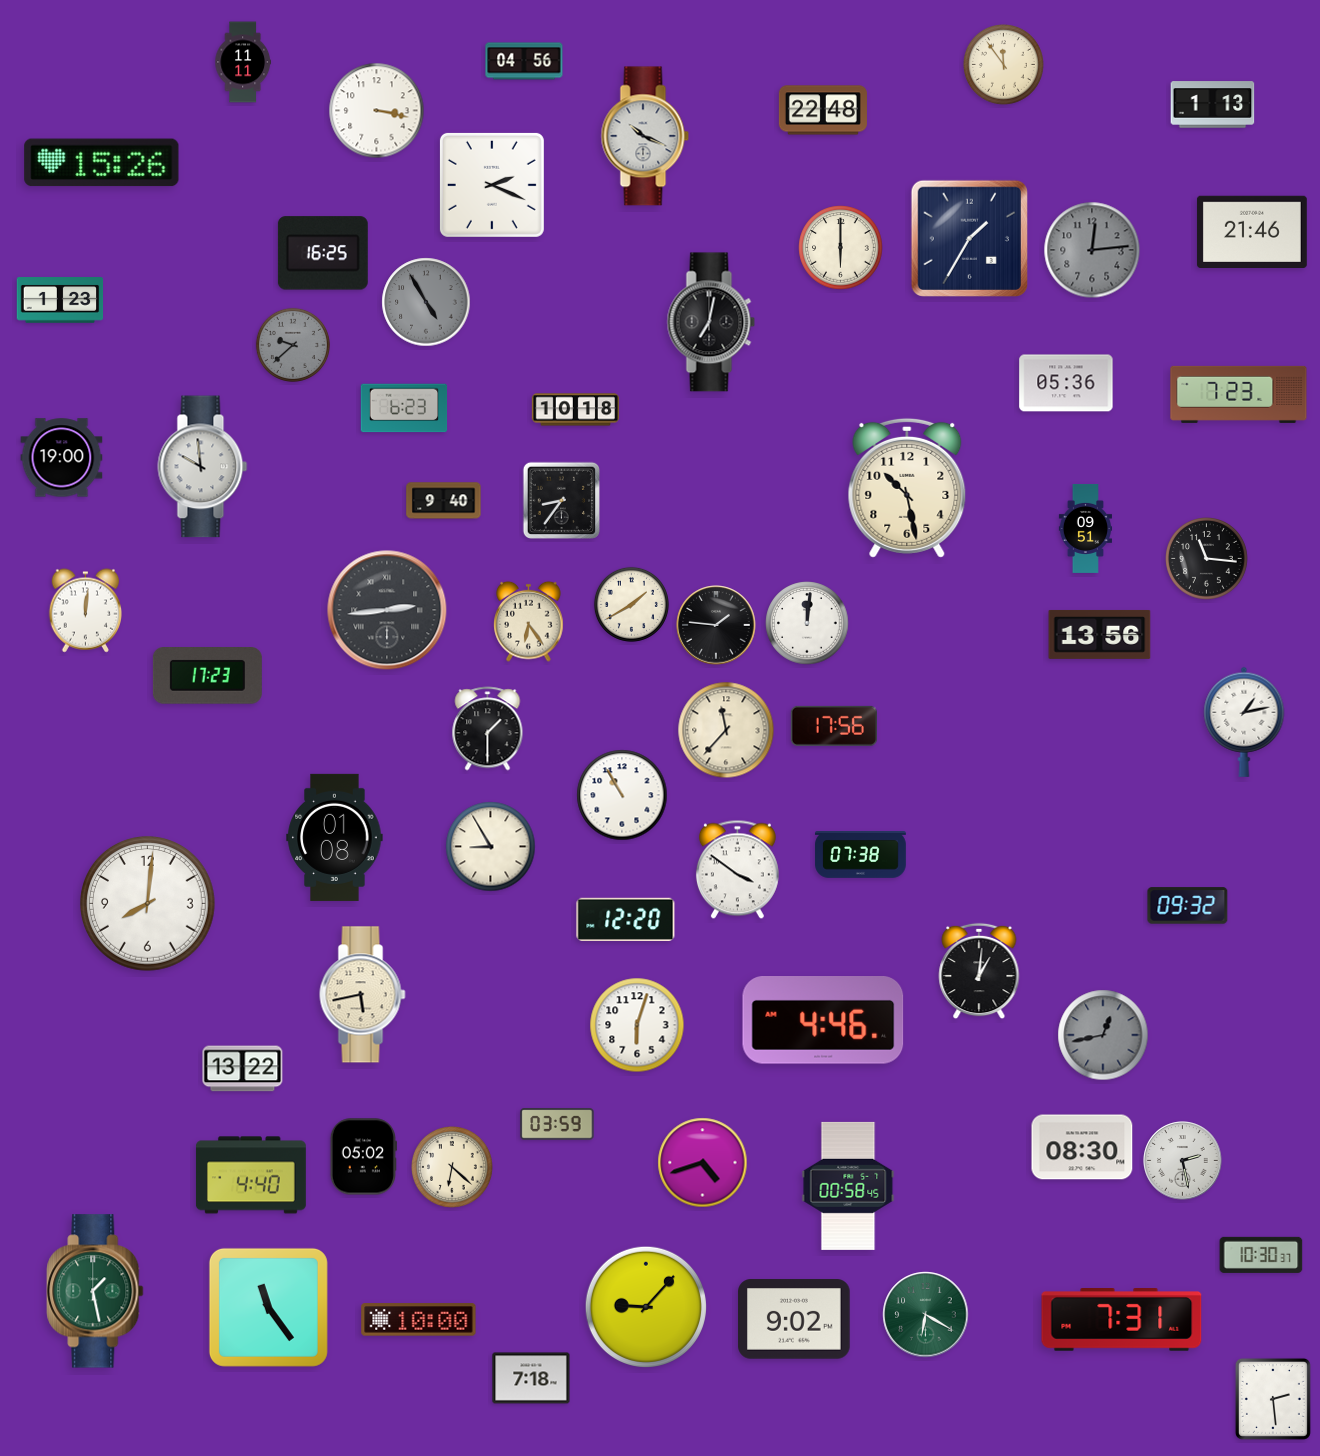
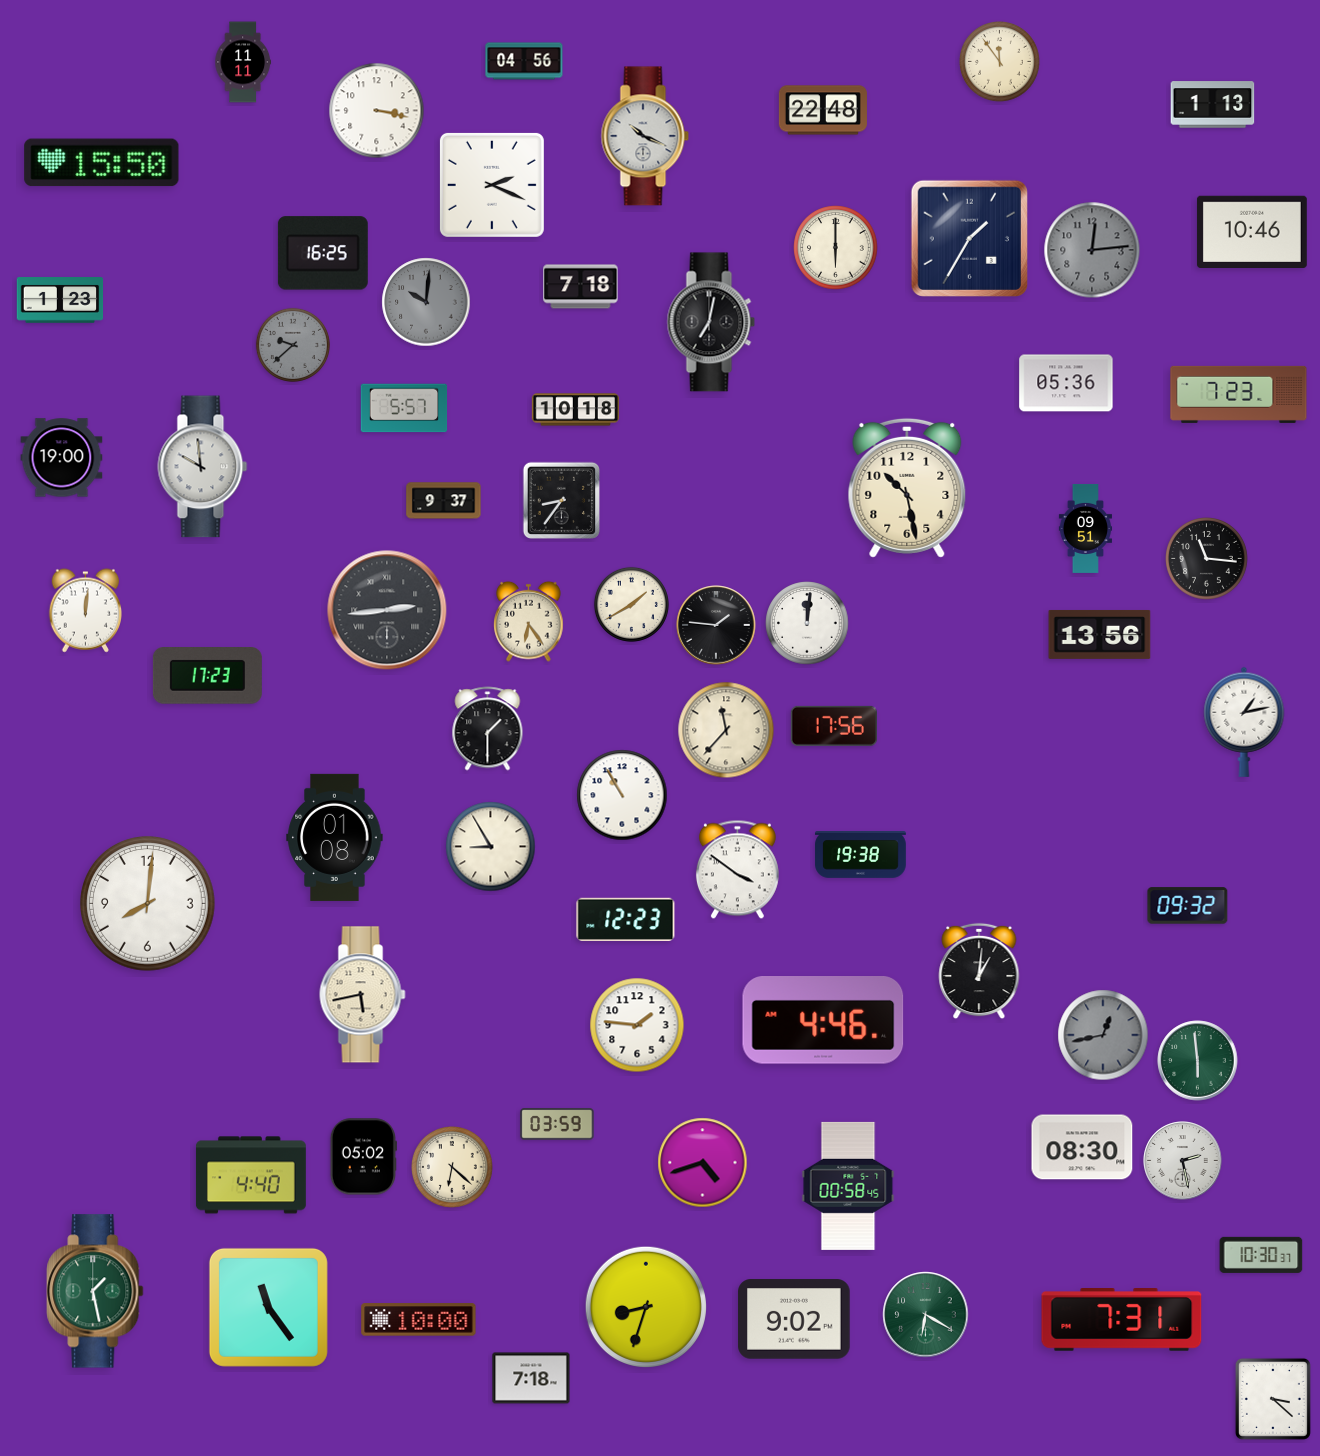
clock at (1004, 65) position: (1004, 65) -> (1000, 62)
clock at (102, 163): 15:26 -> 15:50
clock at (1252, 231): 21:46 -> 10:46
clock at (841, 248) position: (841, 248) -> (836, 248)
clock at (581, 287): none -> 7:18
clock at (426, 302): 4:55 -> 10:01
clock at (404, 408): 6:23 -> 5:57
clock at (444, 501): 9:40 -> 9:37
clock at (861, 855): 07:38 -> 19:38
clock at (626, 919): 12:20 -> 12:23
clock at (637, 1025): 6:03 -> 1:46
clock at (1198, 1061): none -> 5:59
clock at (243, 1069): 13:22 -> none
clock at (645, 1306): 9:07 -> 8:33
clock at (1273, 1399): 2:29 -> 3:22
